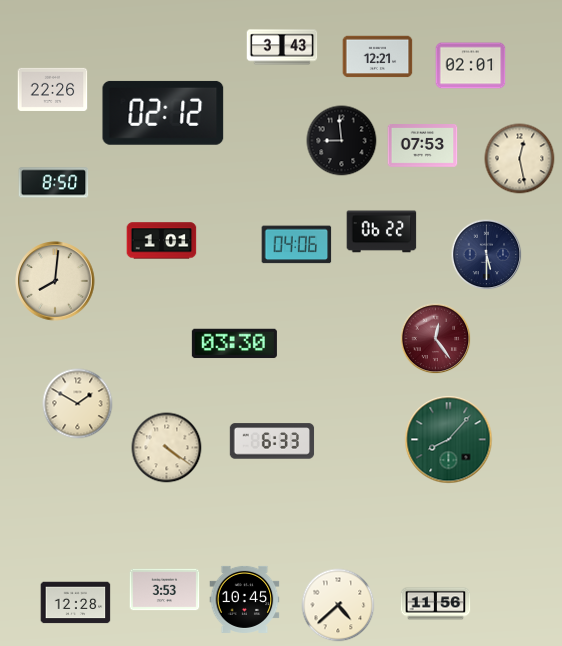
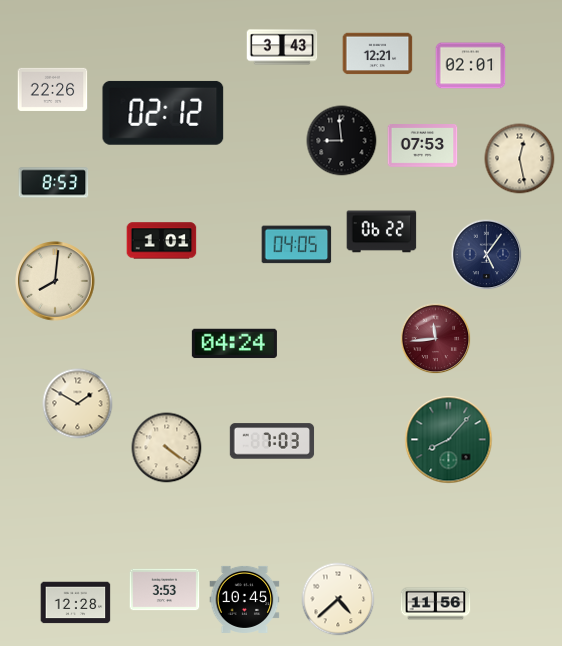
clock at (378, 57) position: (378, 57) -> (378, 54)
clock at (54, 183): 8:50 -> 8:53
clock at (297, 245): 04:06 -> 04:05
clock at (487, 255): 5:30 -> 5:06
clock at (436, 339): 12:24 -> 11:44
clock at (234, 344): 03:30 -> 04:24
clock at (272, 441): 6:33 -> 7:03
clock at (338, 605) position: (338, 605) -> (338, 599)
